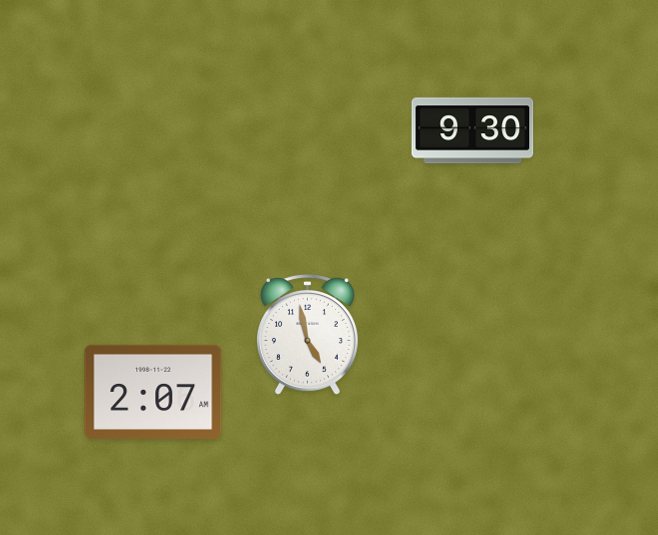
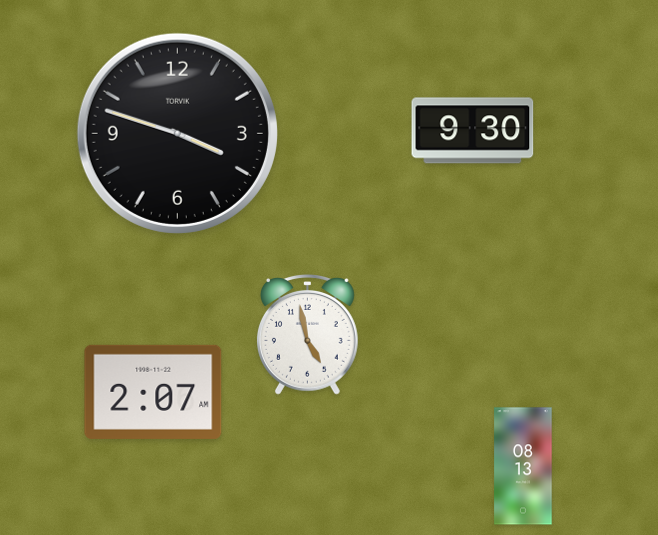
clock at (177, 133): none -> 3:48
clock at (523, 466): none -> 08:13
